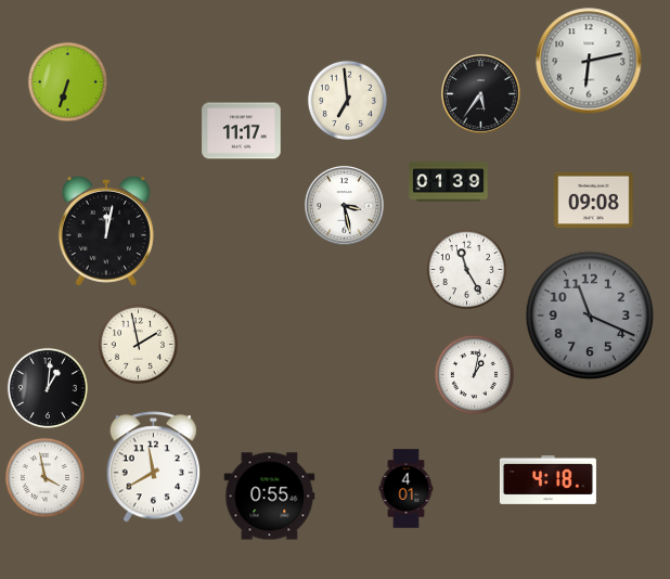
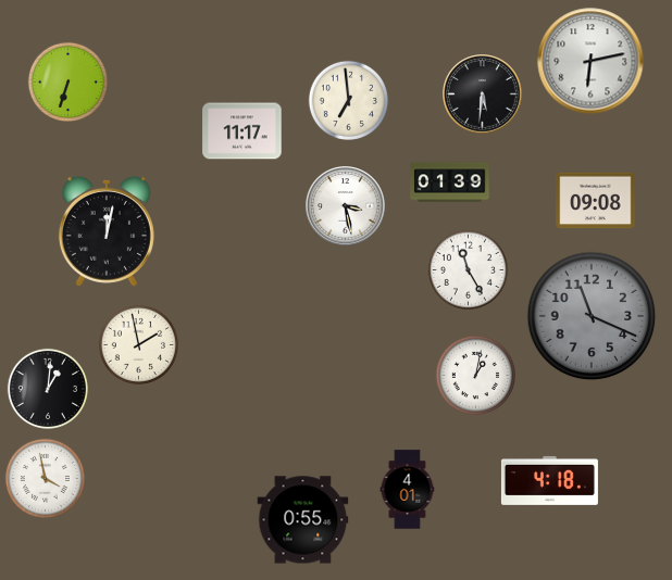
clock at (481, 94): 5:36 -> 5:31
clock at (154, 467): 11:40 -> none
clock at (270, 497) position: (270, 497) -> (303, 520)
